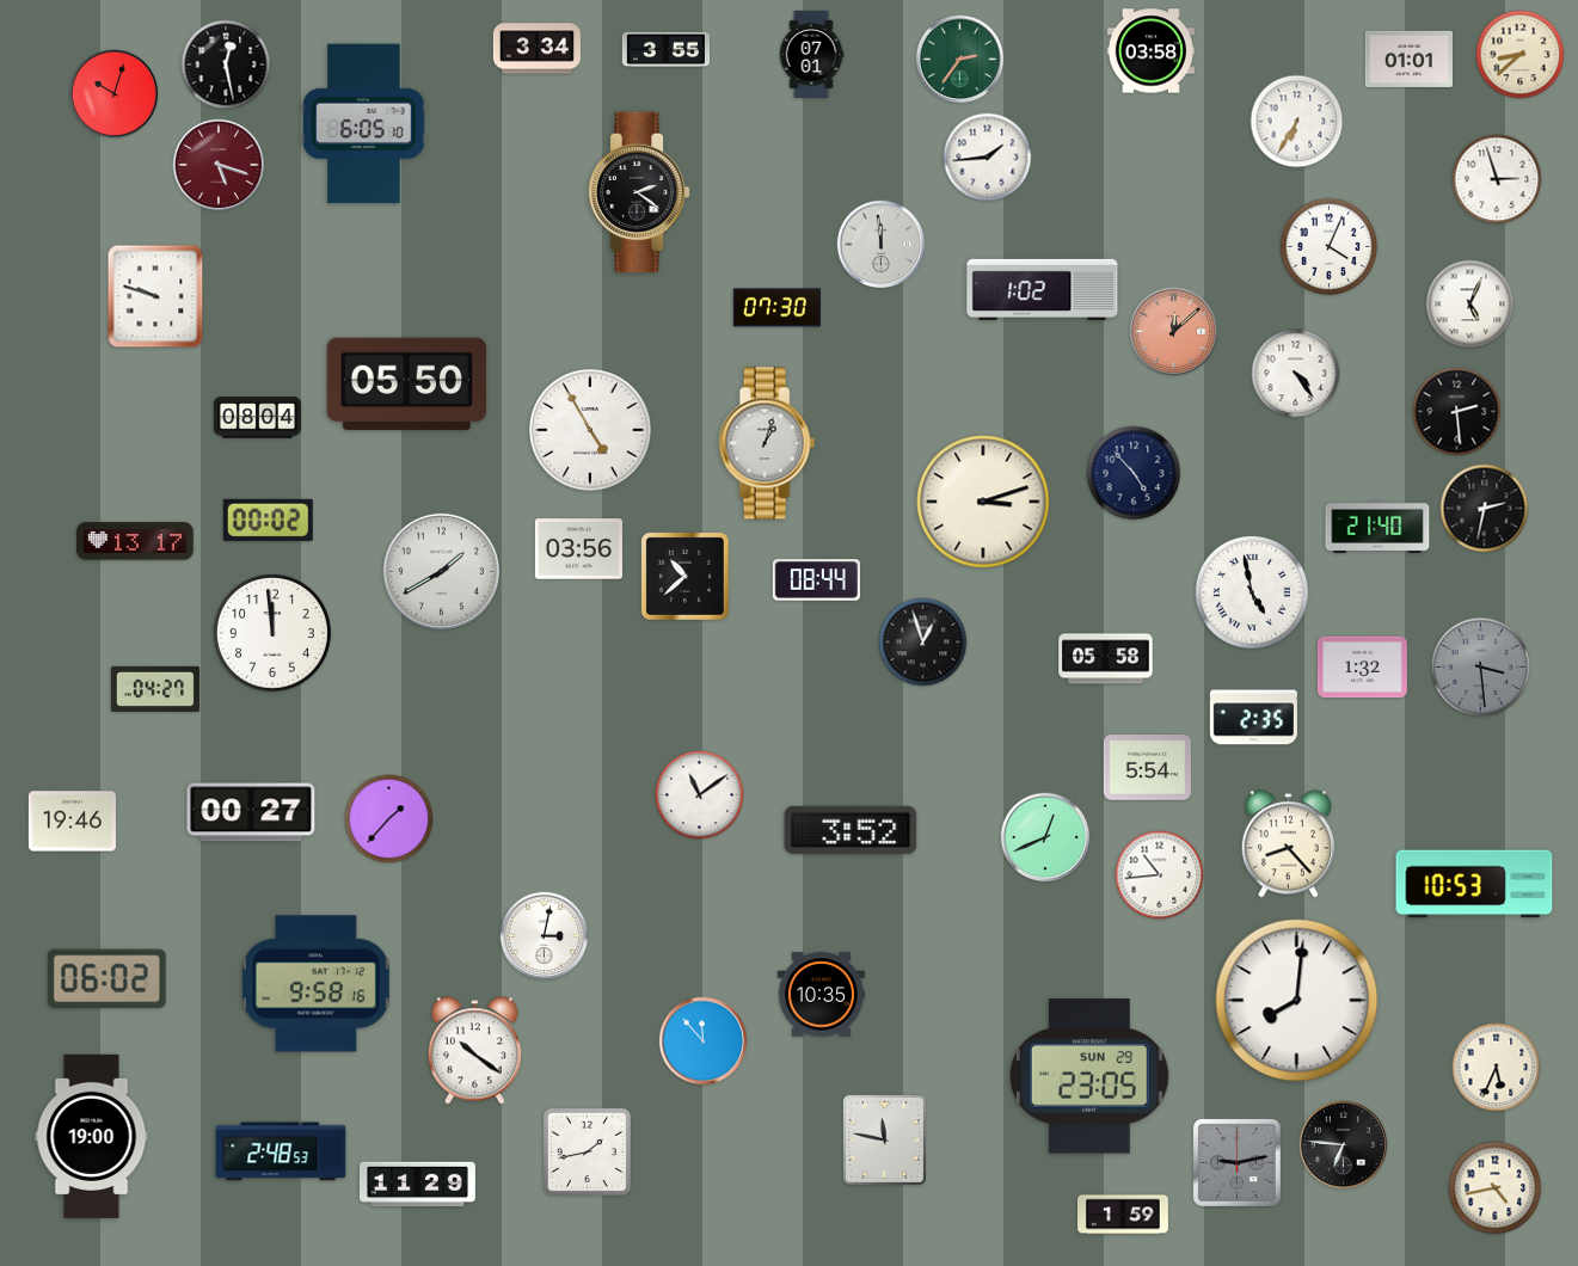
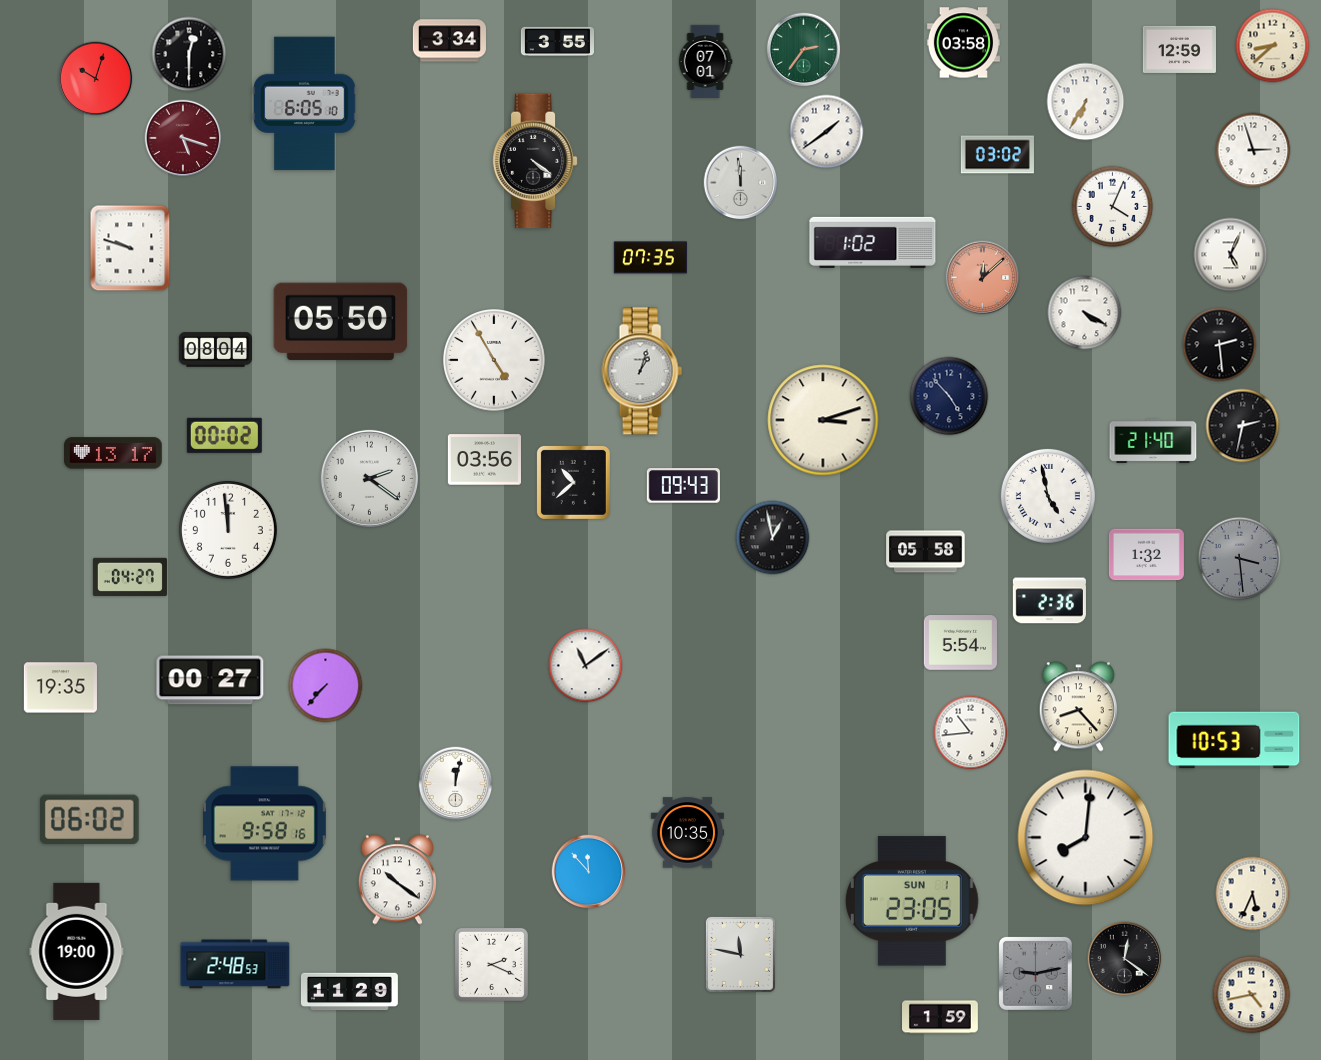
clock at (811, 54) position: (811, 54) -> (705, 61)
clock at (1408, 59): 01:01 -> 12:59
clock at (226, 64): 12:28 -> 12:30
clock at (988, 158): 1:44 -> 1:39
clock at (997, 155): none -> 03:02
clock at (639, 192): 2:21 -> 4:21
clock at (882, 245) position: (882, 245) -> (741, 183)
clock at (776, 308): 07:30 -> 07:35
clock at (1296, 374): 4:24 -> 4:20
clock at (441, 571): 1:40 -> 2:21
clock at (816, 580): 08:44 -> 09:43
clock at (923, 643): 12:57 -> 12:58
clock at (1362, 668) position: (1362, 668) -> (1146, 555)
clock at (1253, 718): 2:35 -> 2:36
clock at (389, 819): 1:37 -> 7:37
clock at (72, 822): 19:46 -> 19:35
clock at (851, 830): 3:52 -> none
clock at (1045, 837): 12:41 -> none
clock at (545, 936): 3:02 -> 12:02
clock at (1089, 1076) date: SUN 29 -> SUN 1
clock at (1344, 1145): 6:46 -> 12:21
clock at (587, 1151): 1:43 -> 2:19
